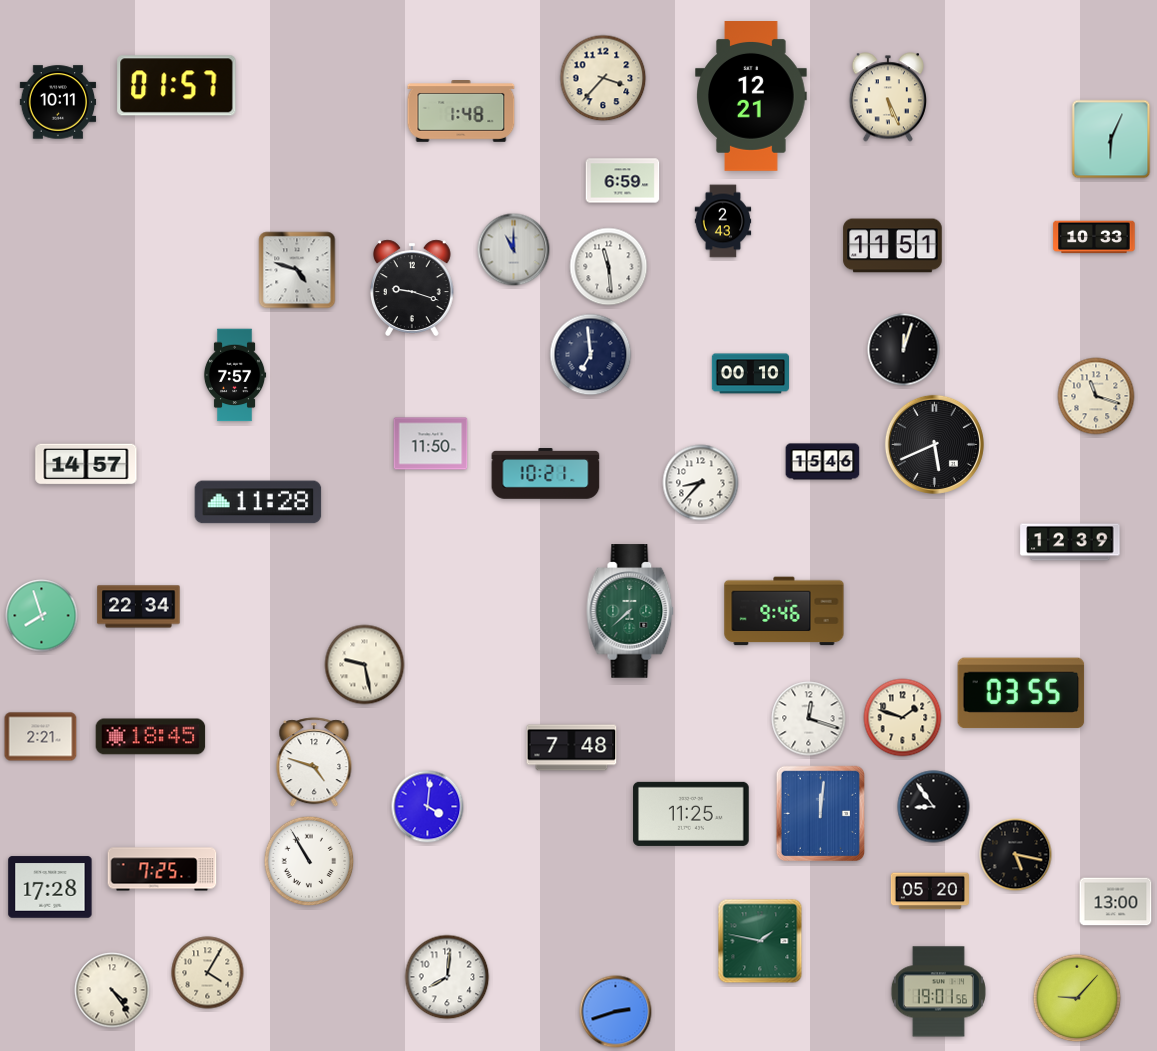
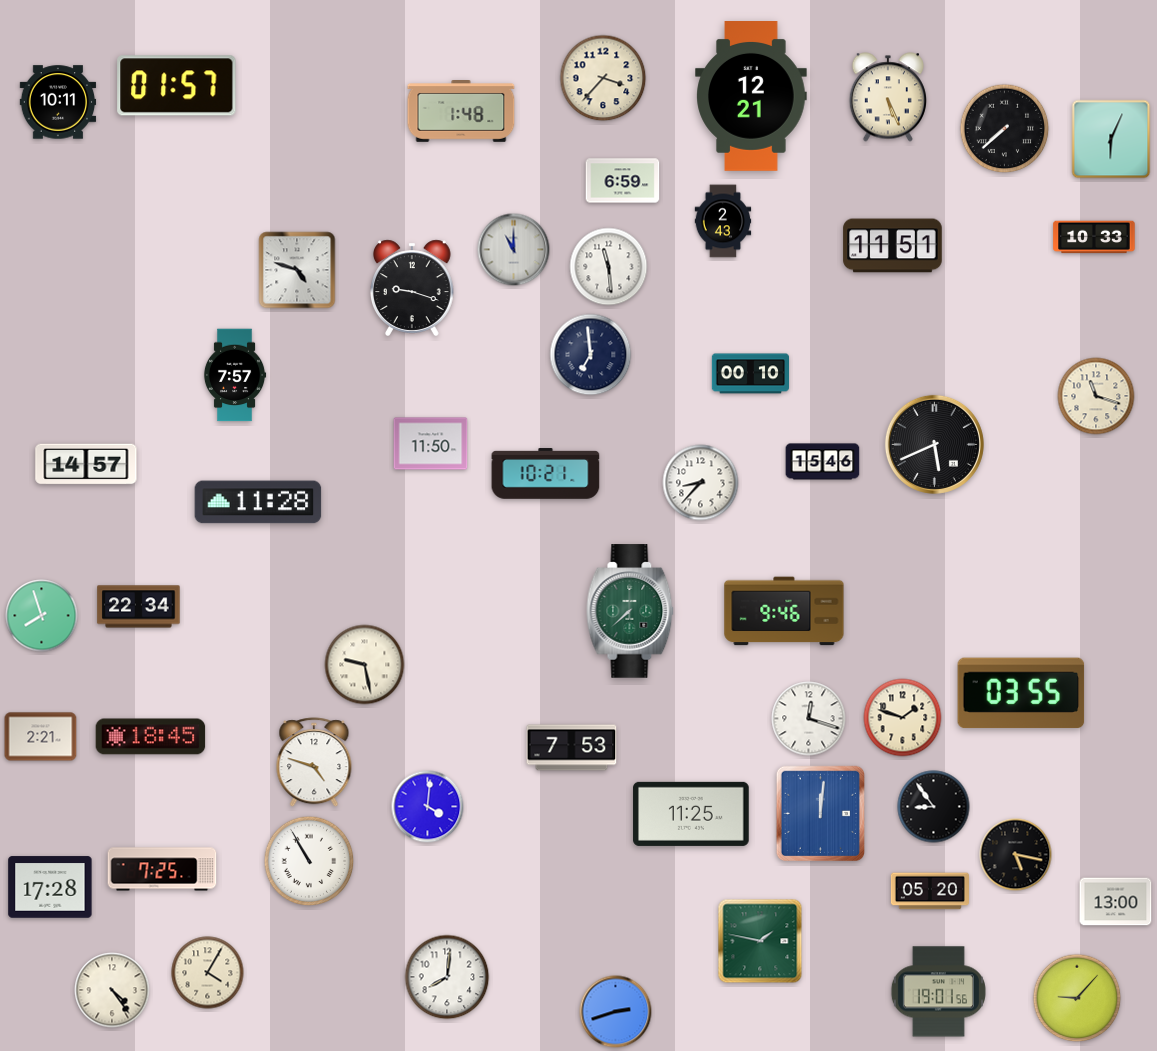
clock at (1005, 129): none -> 7:38
clock at (904, 350): 12:03 -> none
clock at (1070, 542): 12:39 -> none
clock at (572, 748): 7:48 -> 7:53
